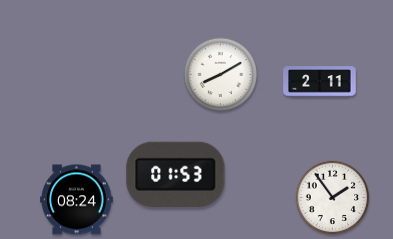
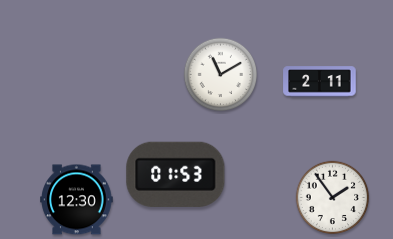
clock at (221, 75): 8:10 -> 11:10
clock at (77, 200): 08:24 -> 12:30
